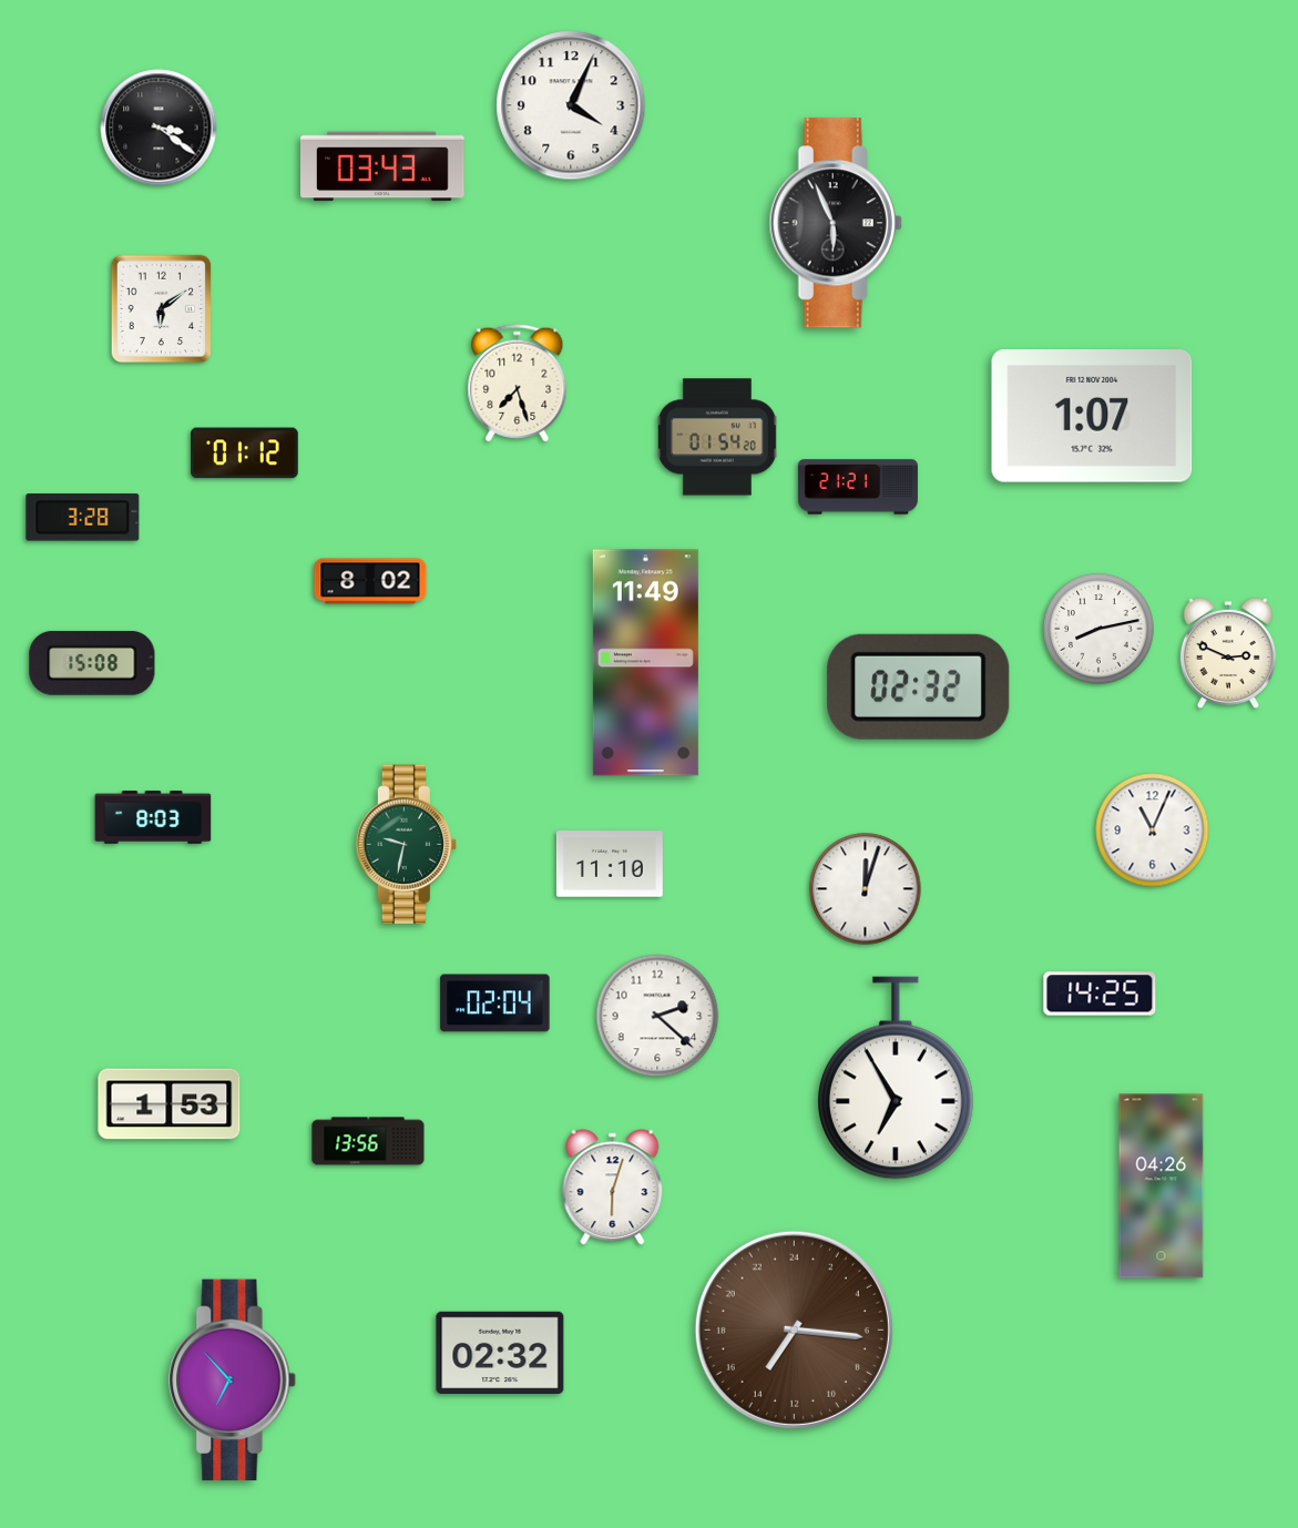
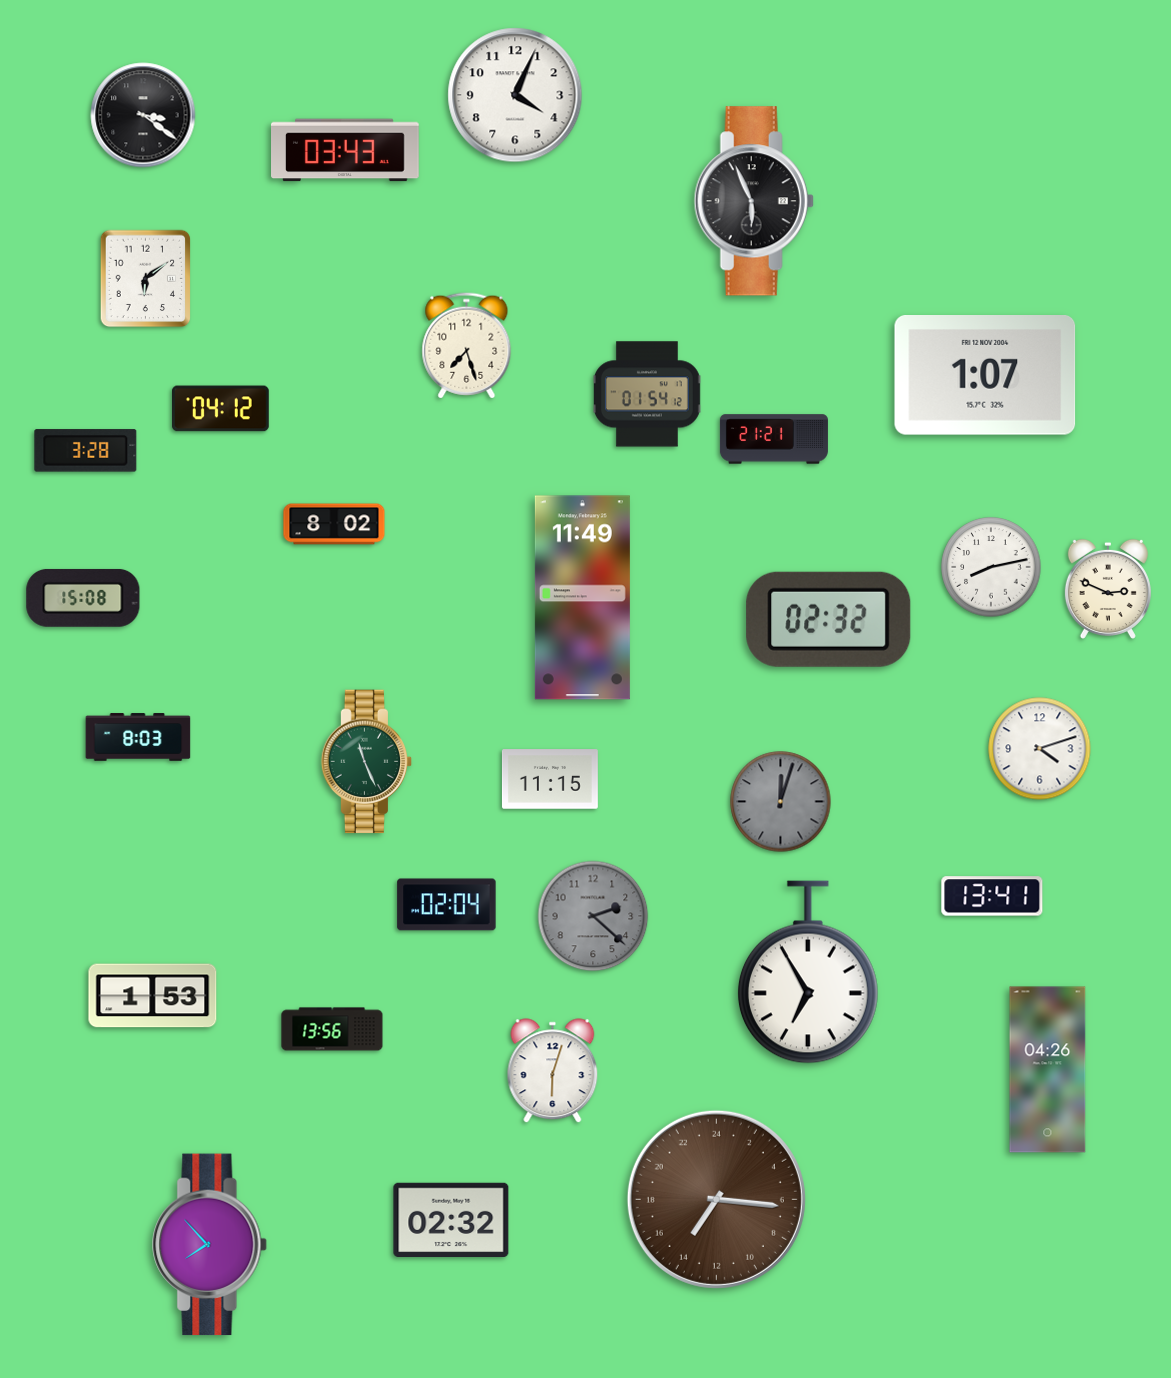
clock at (717, 437): 01:54:20 -> 01:54:12
clock at (245, 454): 01:12 -> 04:12
clock at (83, 518) position: (83, 518) -> (86, 451)
clock at (1153, 831): 11:04 -> 4:12
clock at (407, 845): 9:32 -> 11:26
clock at (610, 864): 11:10 -> 11:15
clock at (866, 889) dial: white -> grey
clock at (1100, 994): 14:25 -> 13:41
clock at (657, 1016) dial: white -> grey
clock at (233, 1381): 6:53 -> 7:53
